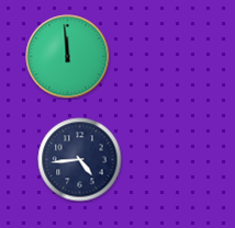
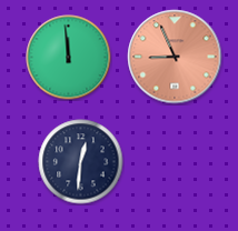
clock at (175, 57): none -> 8:56
clock at (80, 160): 4:44 -> 12:31
